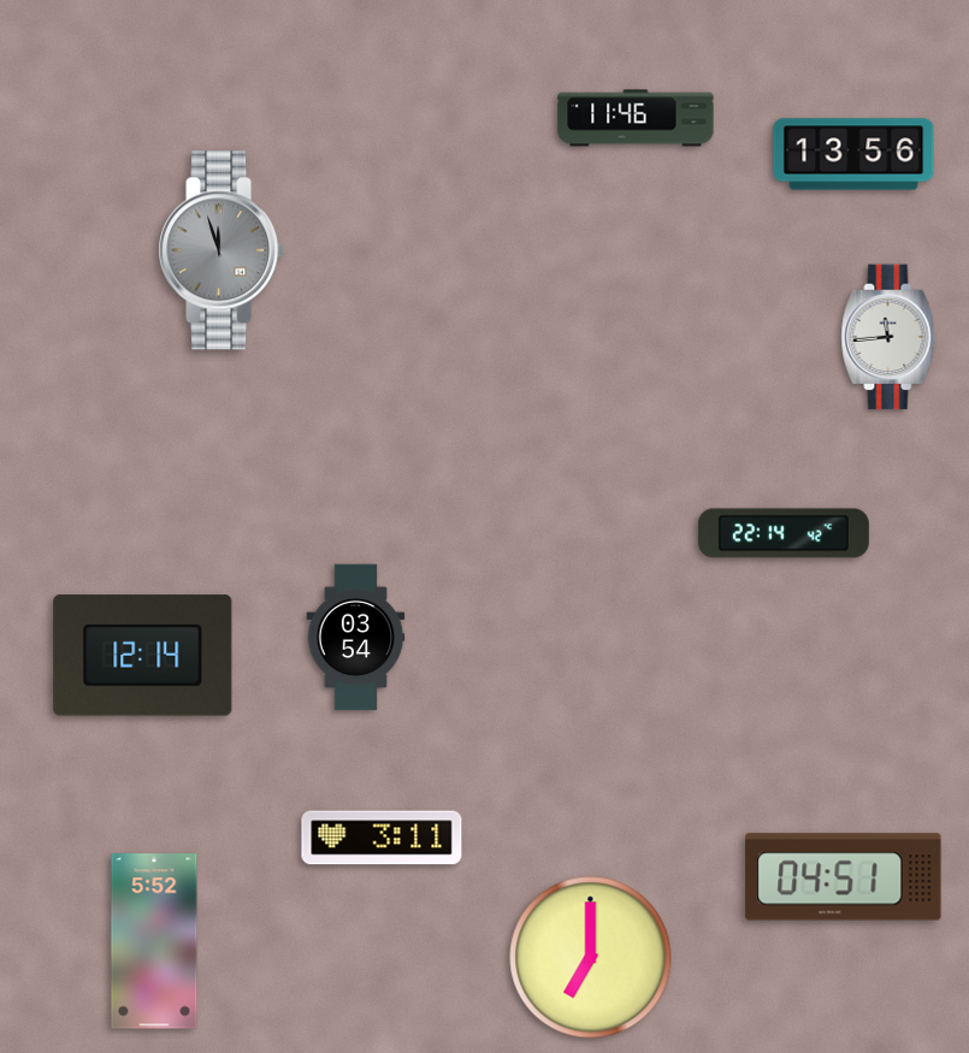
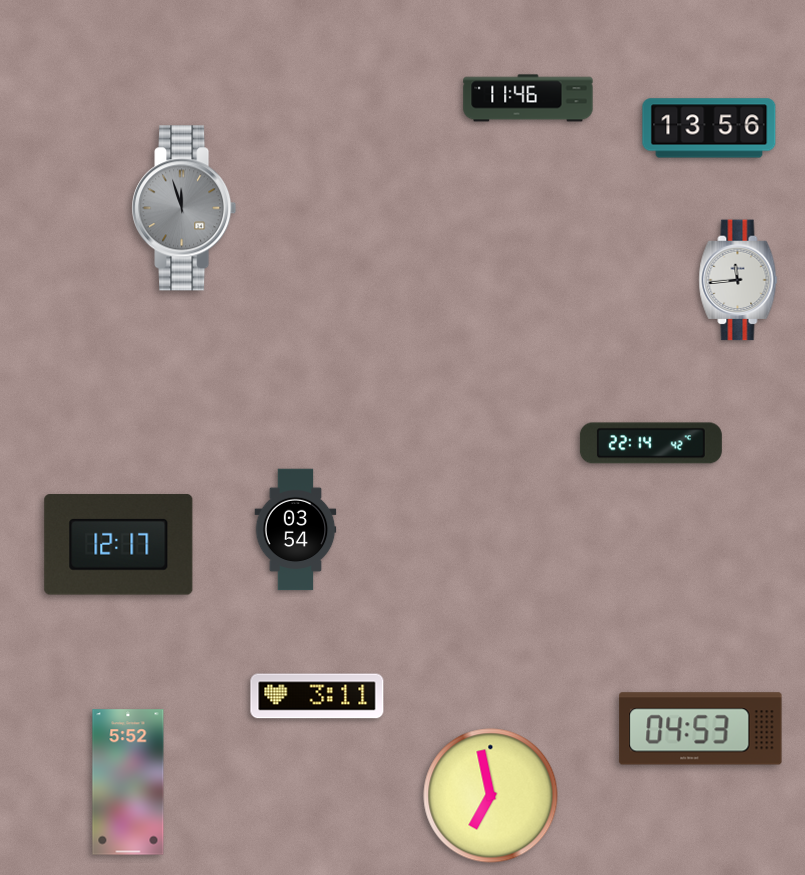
clock at (143, 656): 12:14 -> 12:17
clock at (844, 877): 04:51 -> 04:53
clock at (591, 958): 7:00 -> 6:58
